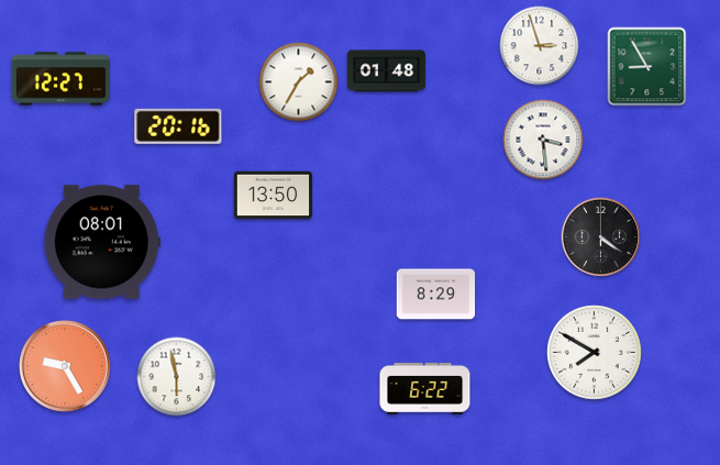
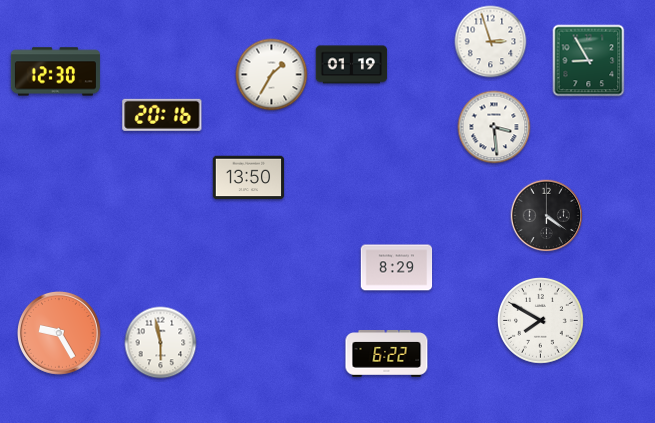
clock at (387, 71): 01:48 -> 01:19
clock at (60, 79): 12:27 -> 12:30
clock at (102, 242): 08:01 -> none
